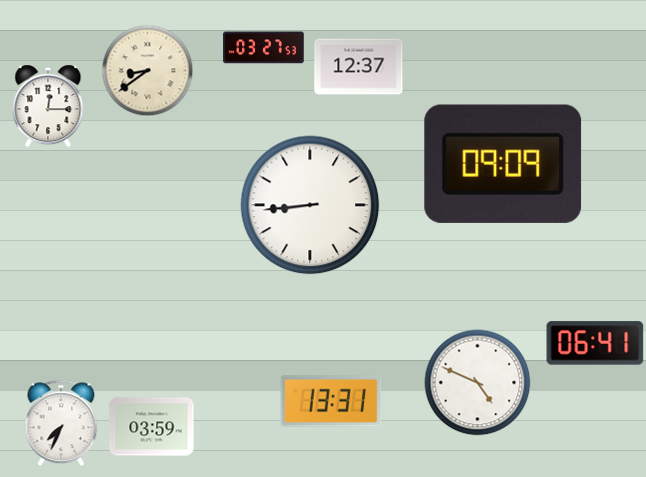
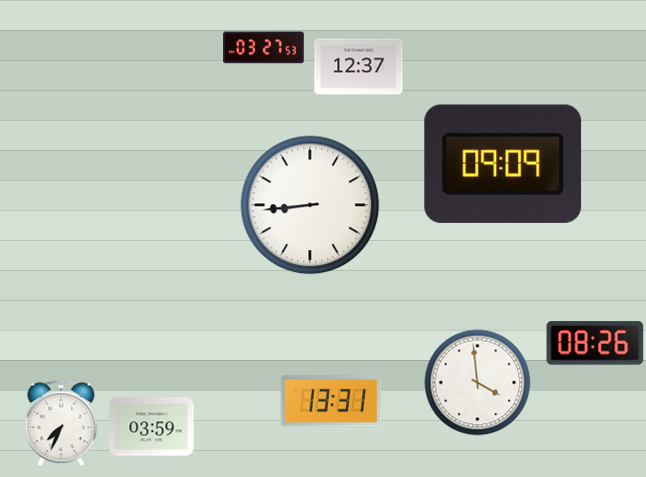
clock at (148, 71): 8:39 -> none
clock at (48, 106): 12:15 -> none
clock at (595, 343): 06:41 -> 08:26
clock at (478, 383): 4:49 -> 3:59
